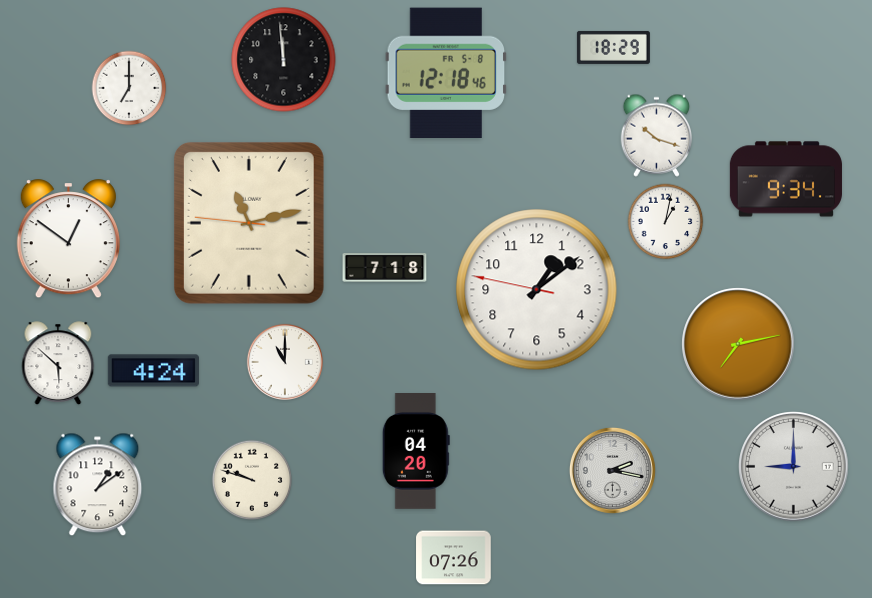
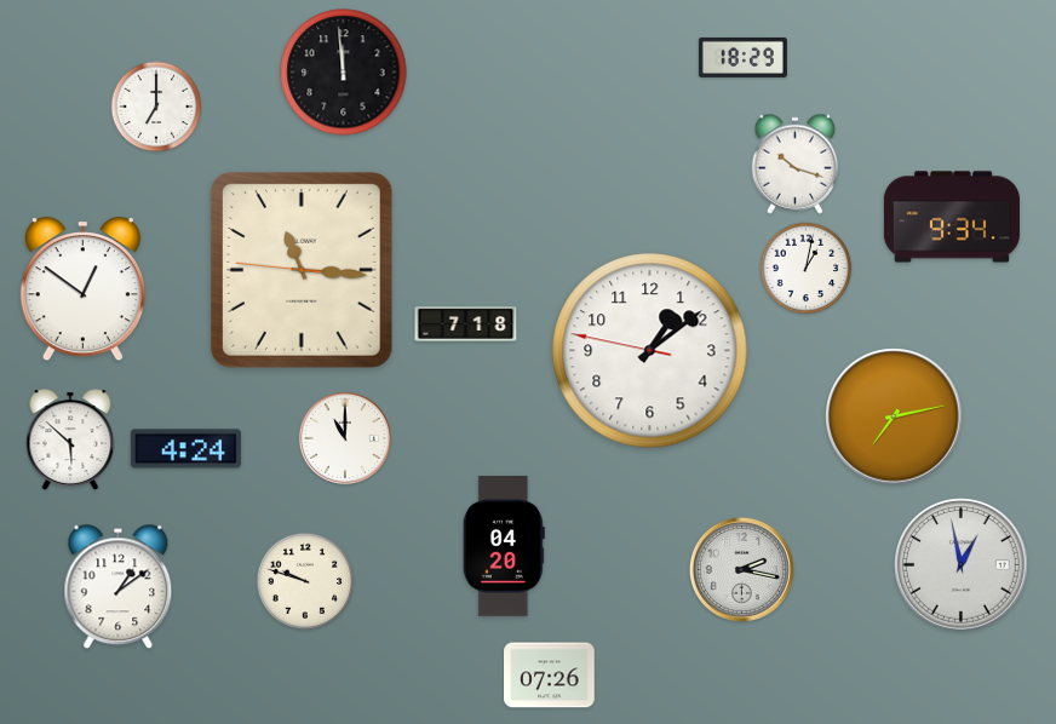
clock at (445, 72): 12:18 -> none
clock at (249, 223): 11:12 -> 11:15
clock at (794, 467): 9:00 -> 12:58
